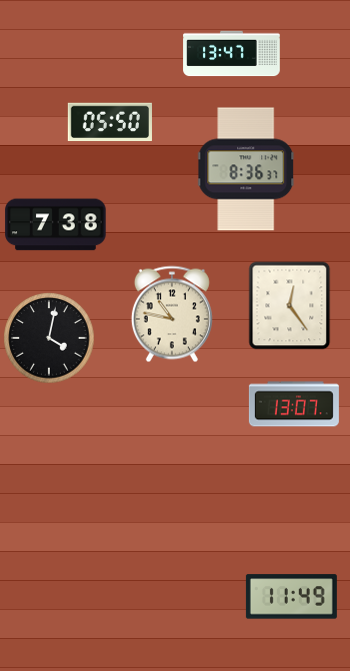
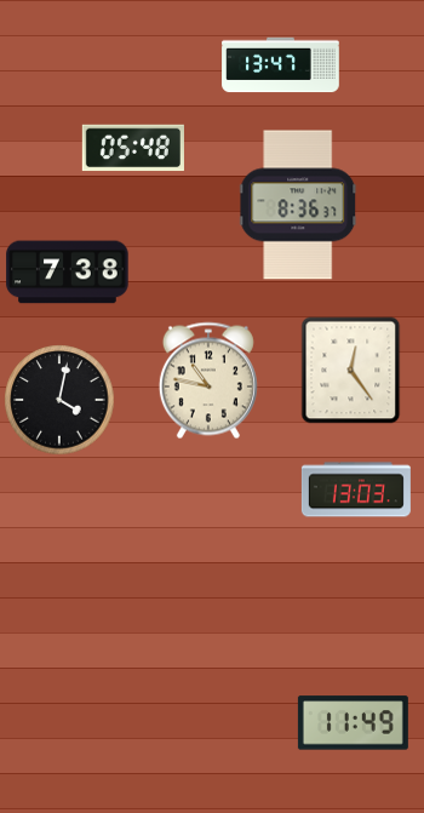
clock at (110, 122): 05:50 -> 05:48
clock at (49, 338) position: (49, 338) -> (59, 400)
clock at (294, 404): 13:07 -> 13:03
